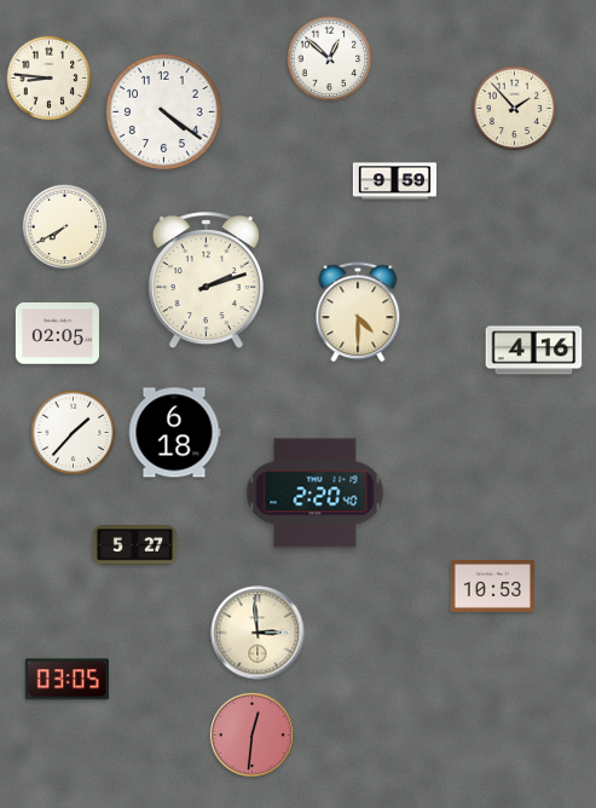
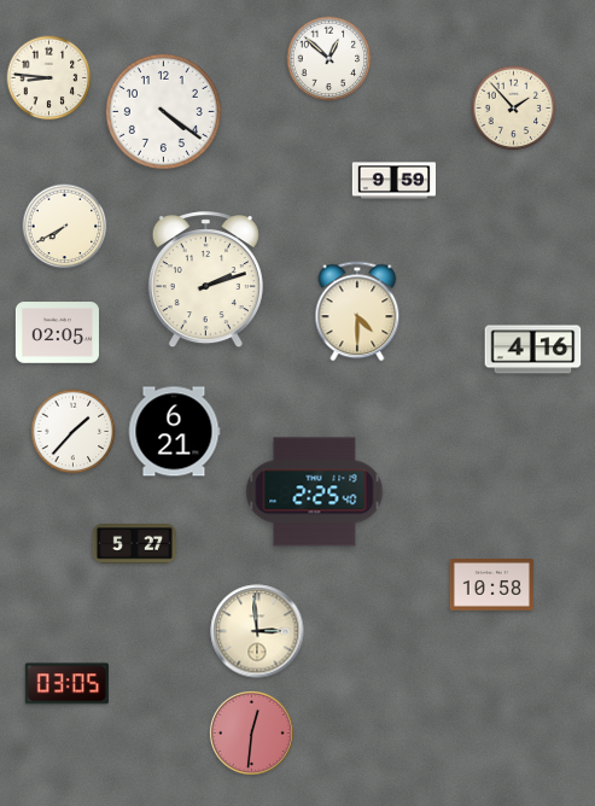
clock at (174, 433): 6:18 -> 6:21
clock at (316, 494): 2:20 -> 2:25
clock at (492, 587): 10:53 -> 10:58
clock at (66, 680) position: (66, 680) -> (66, 684)
